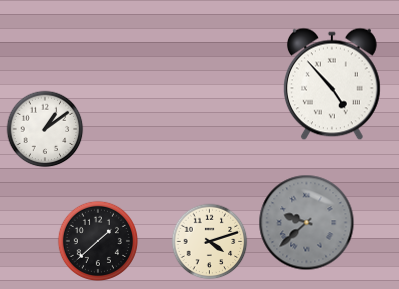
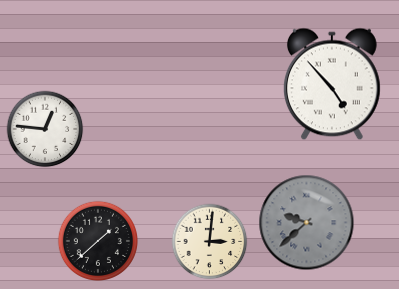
clock at (45, 129): 1:09 -> 12:46
clock at (210, 242): 4:12 -> 3:01
